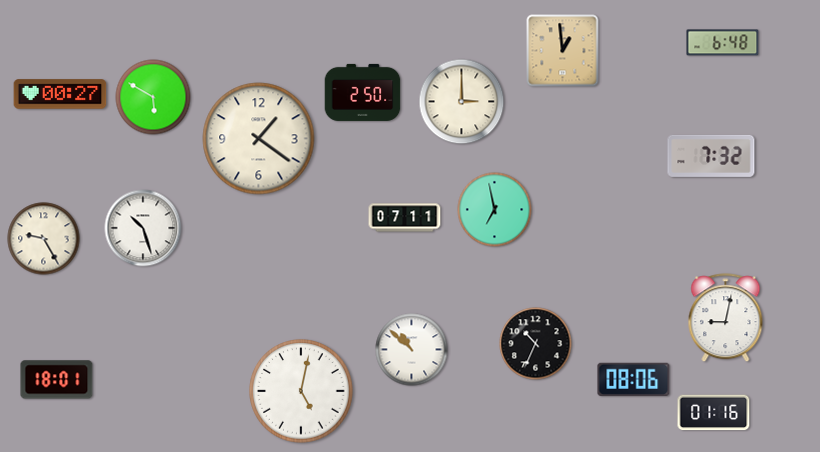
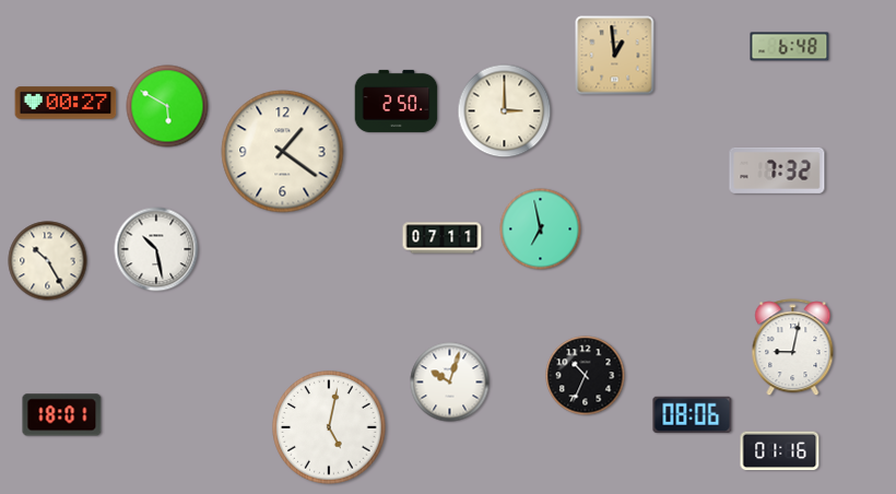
clock at (143, 228): 10:27 -> 10:28
clock at (44, 239): 9:25 -> 10:25
clock at (412, 350): 10:52 -> 10:03
